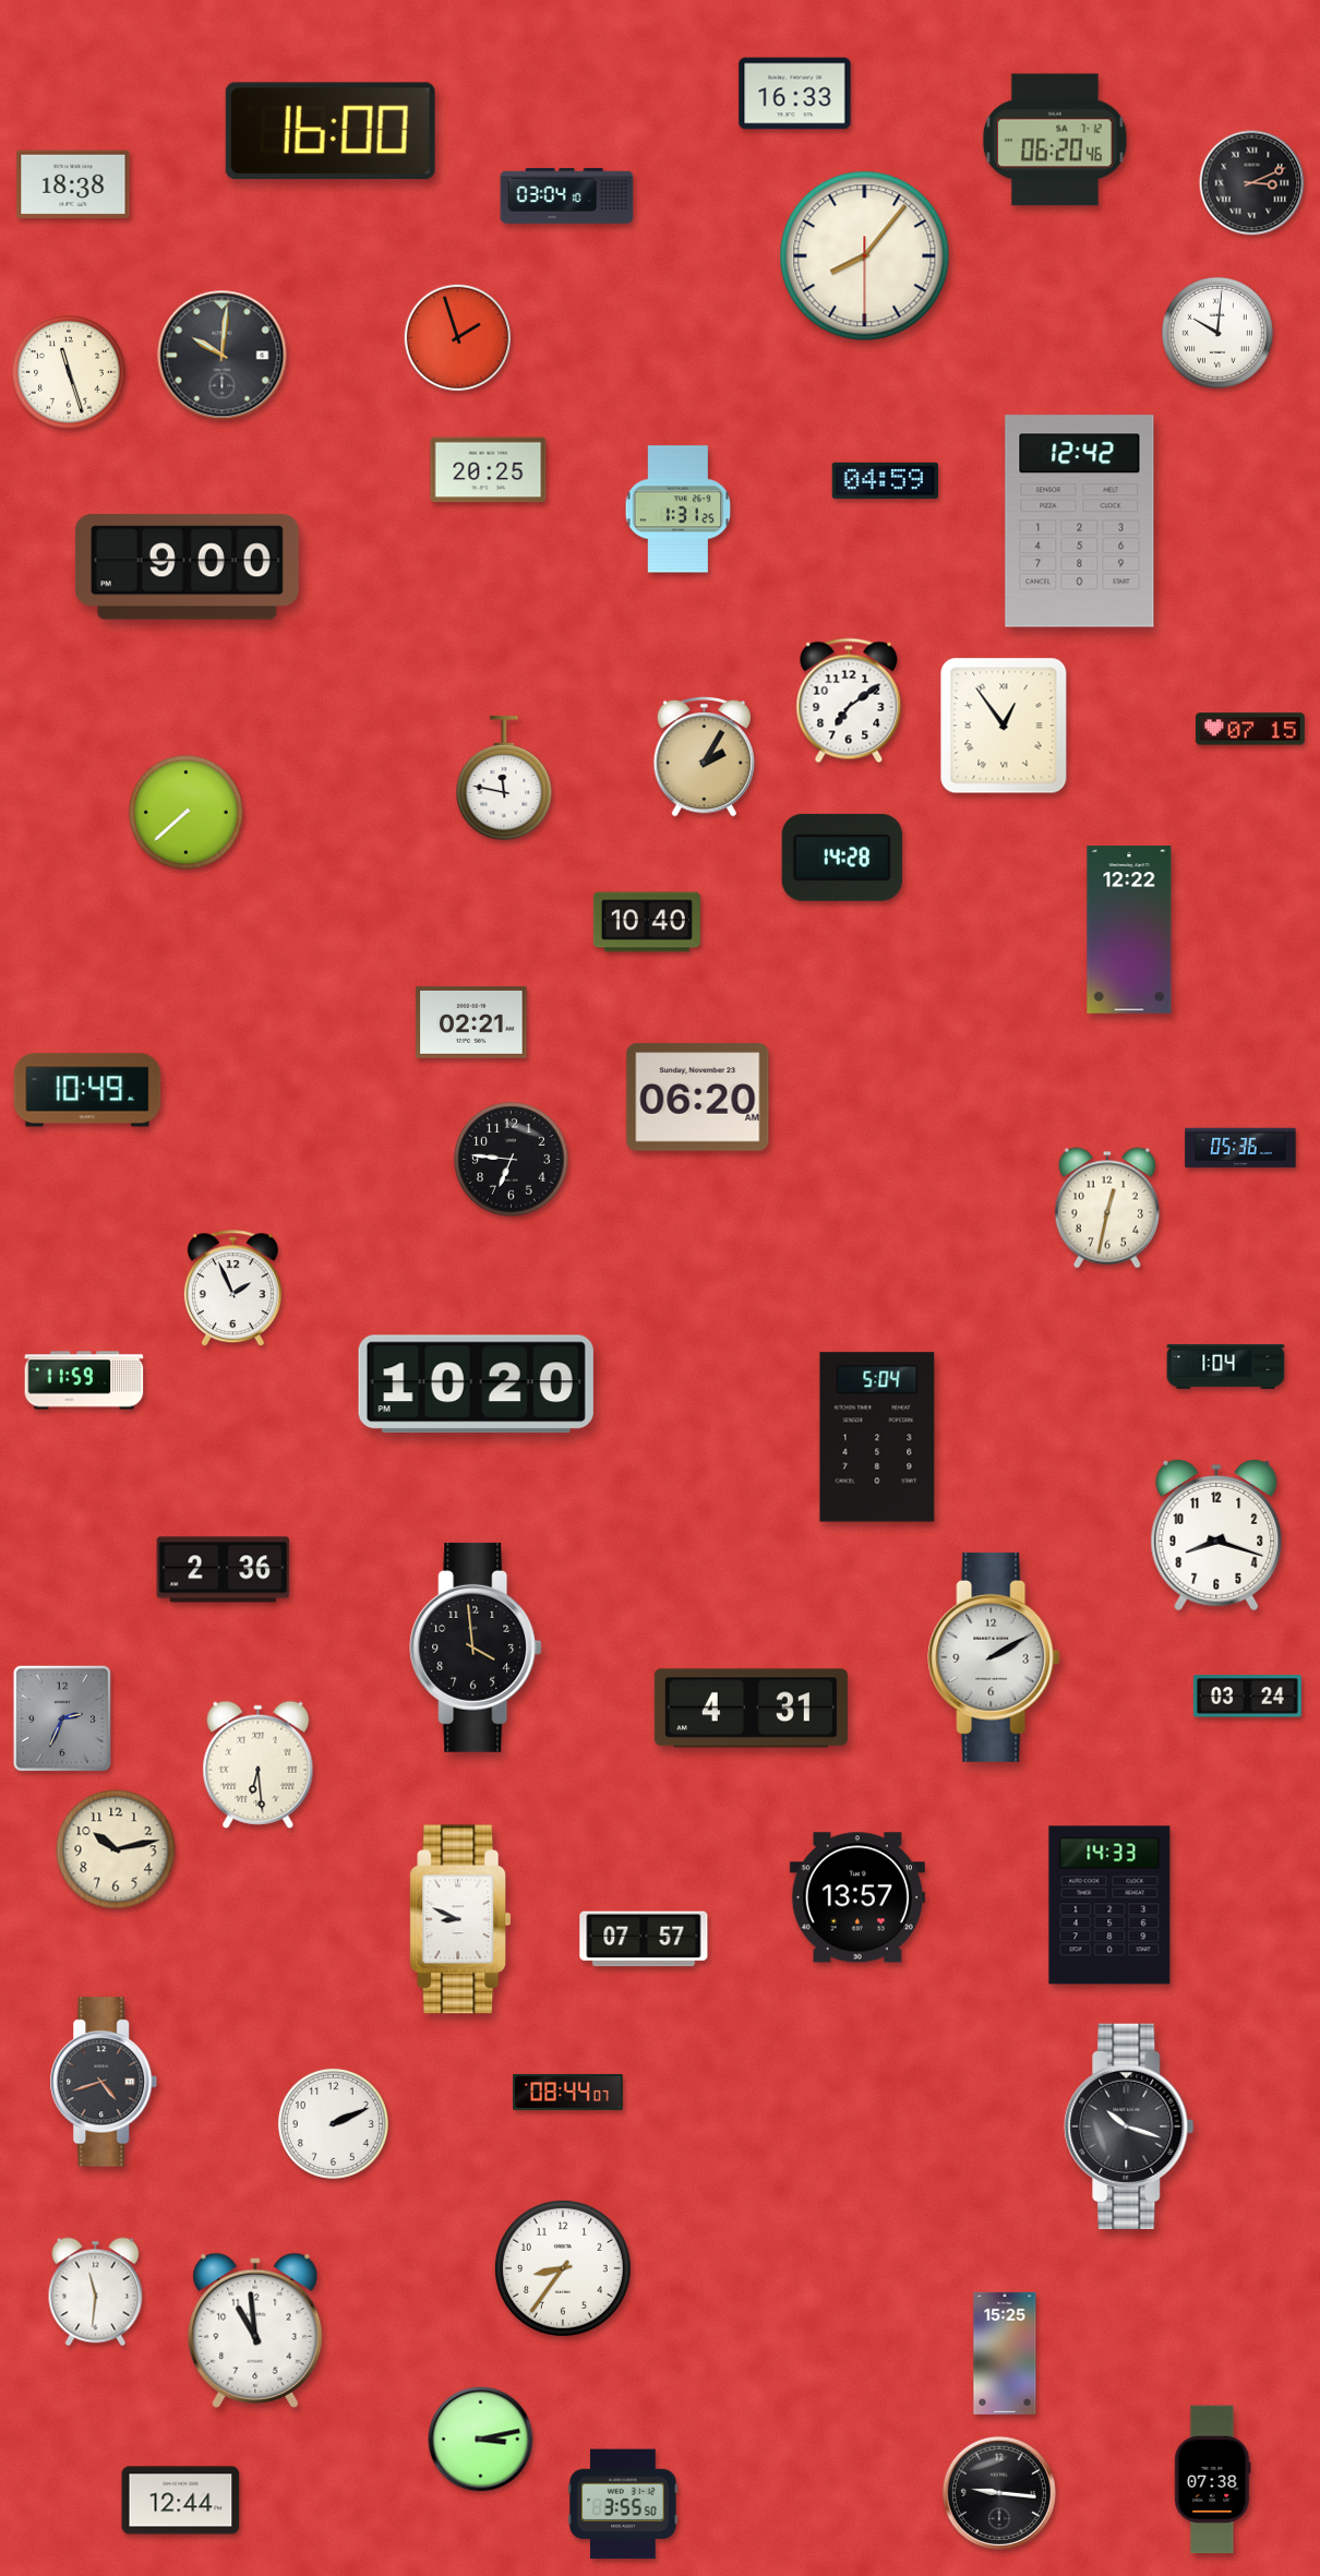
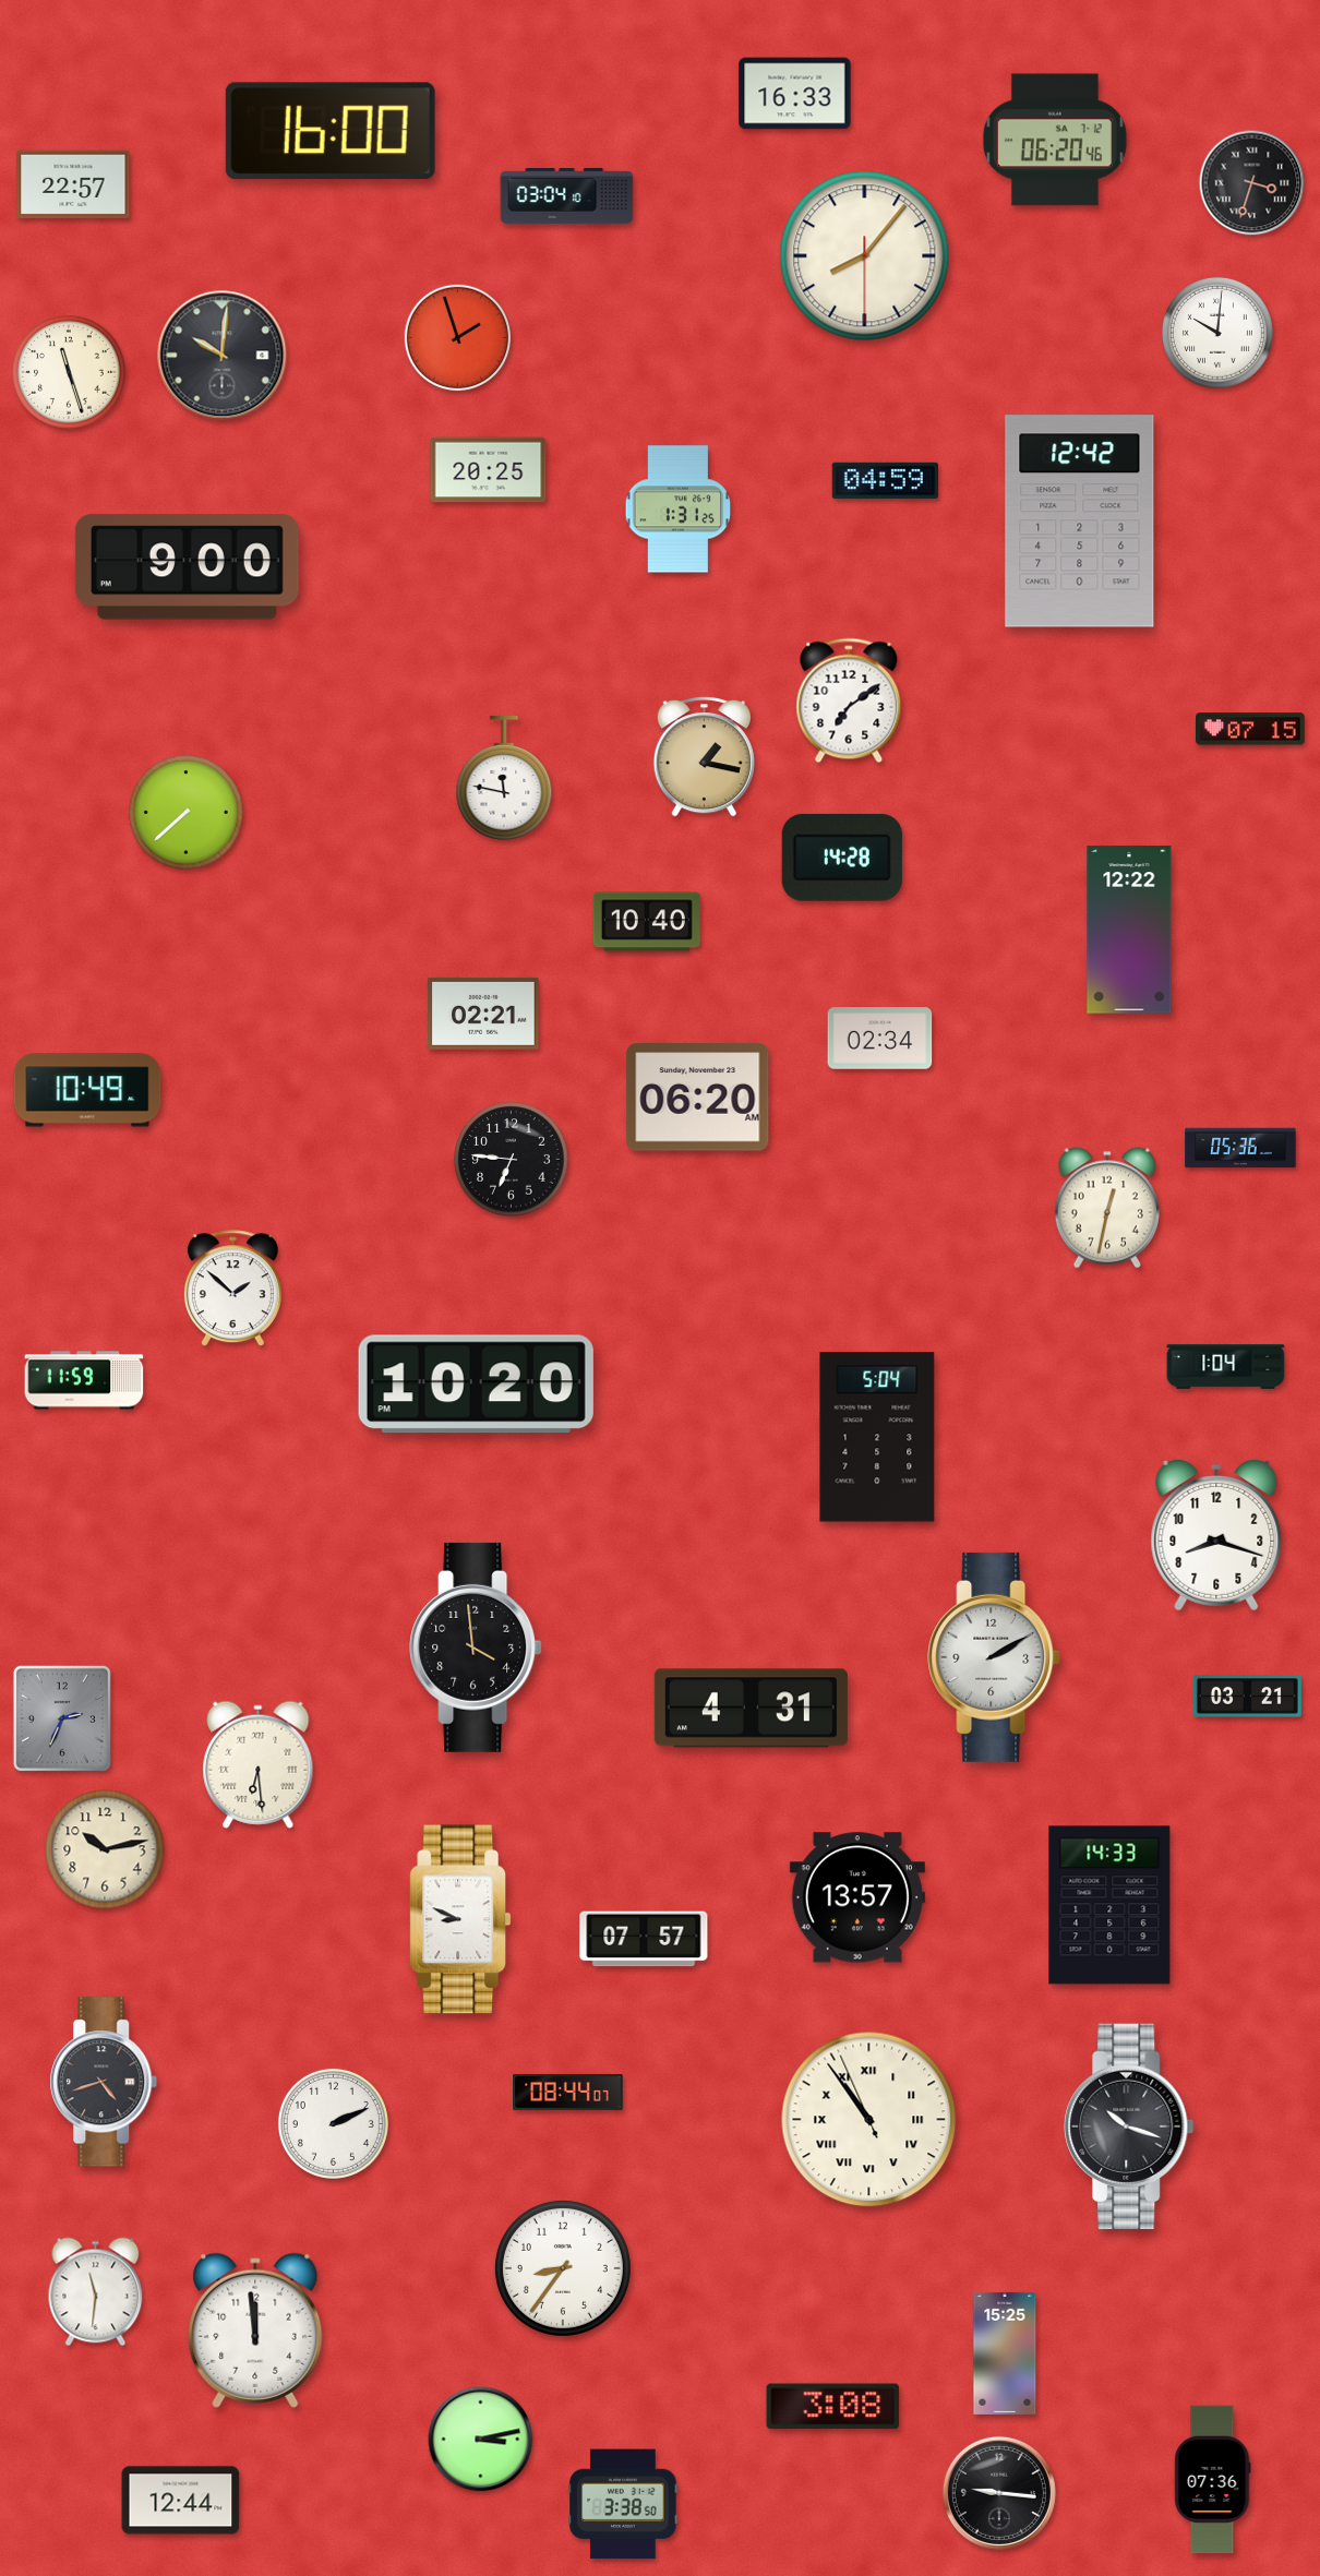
clock at (1252, 183): 3:11 -> 3:33
clock at (73, 184): 18:38 -> 22:57
clock at (1004, 726): 12:54 -> none
clock at (704, 757): 2:05 -> 1:17
clock at (471, 1022) position: (471, 1022) -> (483, 1014)
clock at (880, 1039): none -> 02:34
clock at (232, 1289): 1:56 -> 1:52
clock at (224, 1570): 2:36 -> none
clock at (1247, 1697): 03:24 -> 03:21
clock at (116, 1849) position: (116, 1849) -> (105, 1849)
clock at (869, 2120): none -> 10:53
clock at (255, 2331): 10:59 -> 11:59
clock at (833, 2407): none -> 3:08
clock at (1213, 2480): 07:38 -> 07:36
clock at (623, 2504): 3:55 -> 3:38
